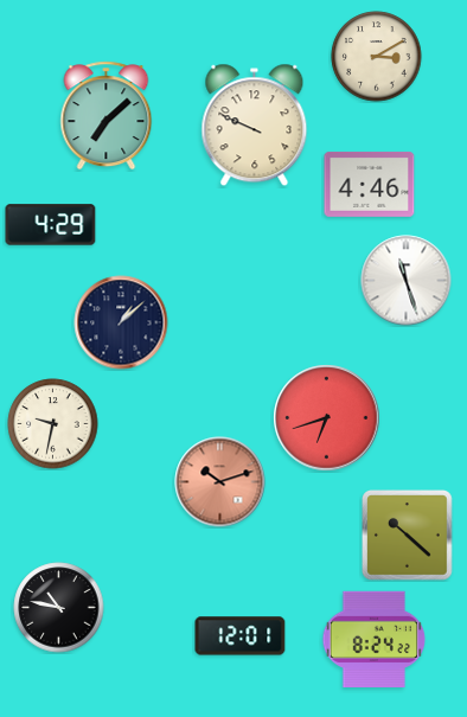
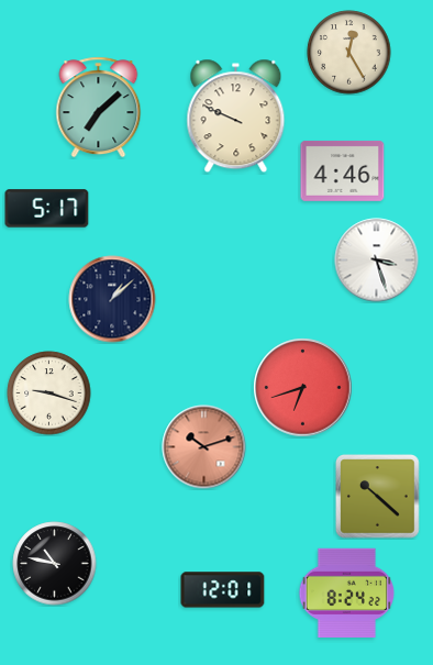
clock at (377, 57): 3:10 -> 12:25
clock at (51, 225): 4:29 -> 5:17
clock at (407, 281): 11:27 -> 3:27
clock at (53, 424): 9:32 -> 9:18
